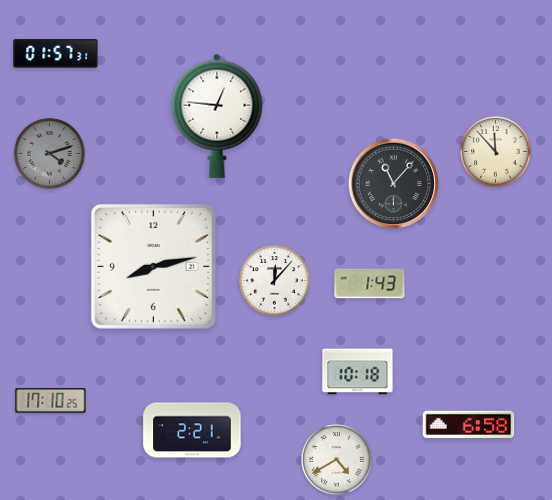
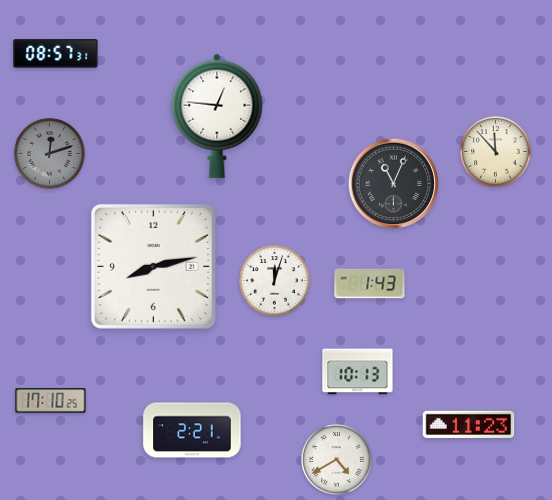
clock at (56, 54): 01:57 -> 08:57
clock at (50, 154): 4:12 -> 12:12
clock at (393, 183): 11:07 -> 11:04
clock at (275, 281): 12:07 -> 12:03
clock at (358, 372): 10:18 -> 10:13
clock at (469, 424): 6:58 -> 11:23
